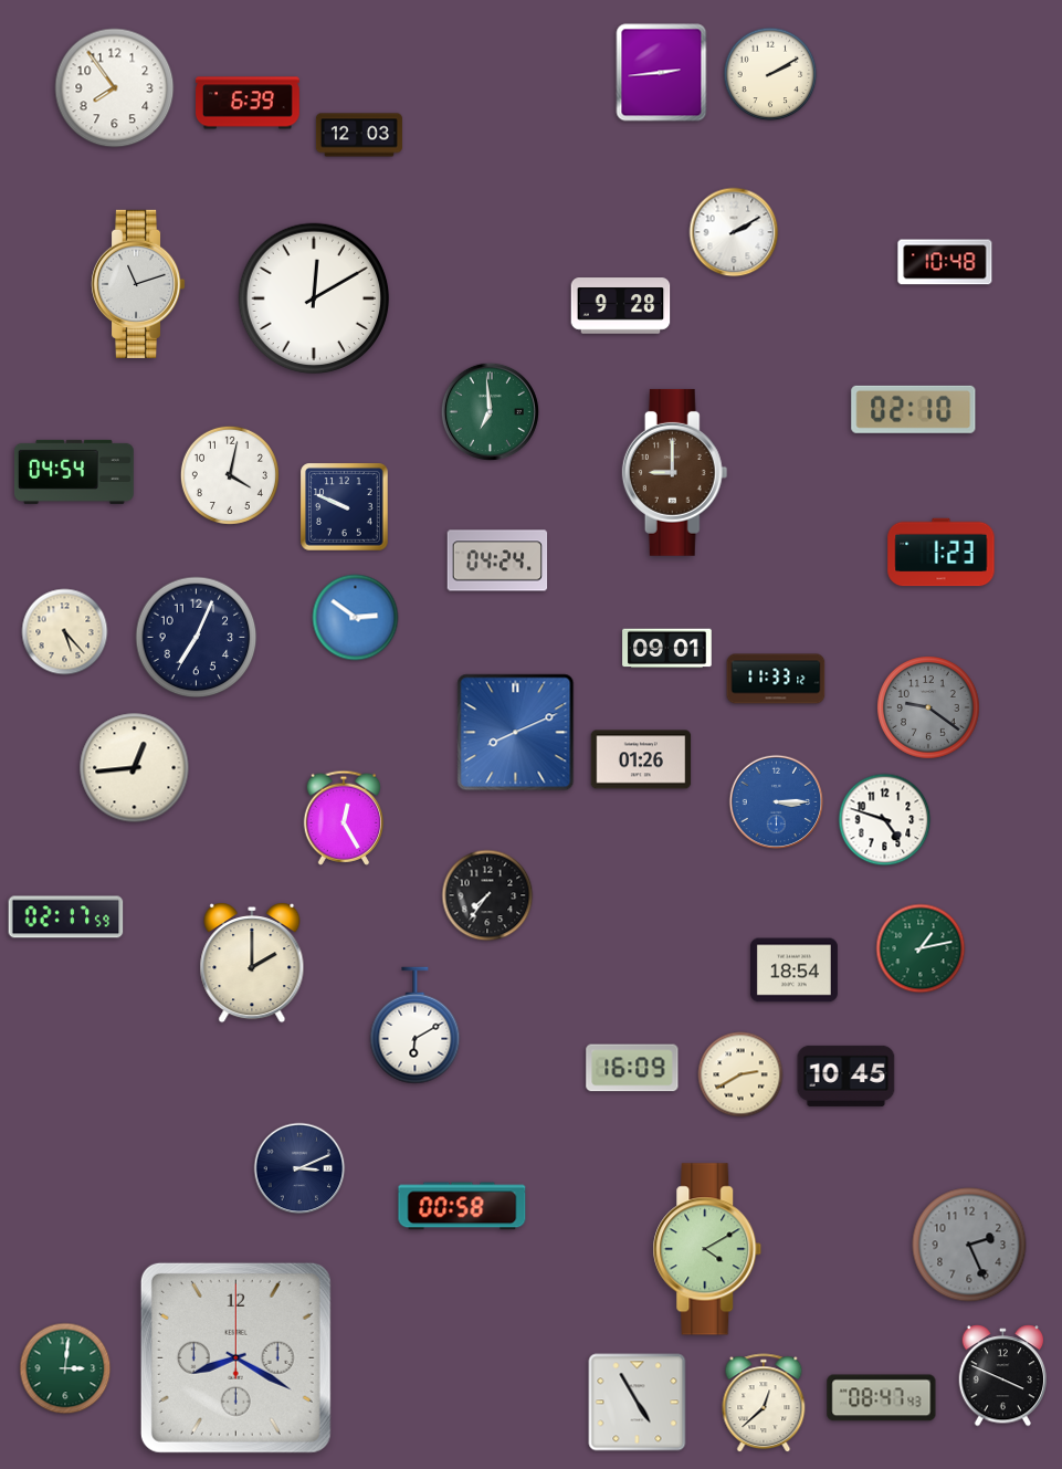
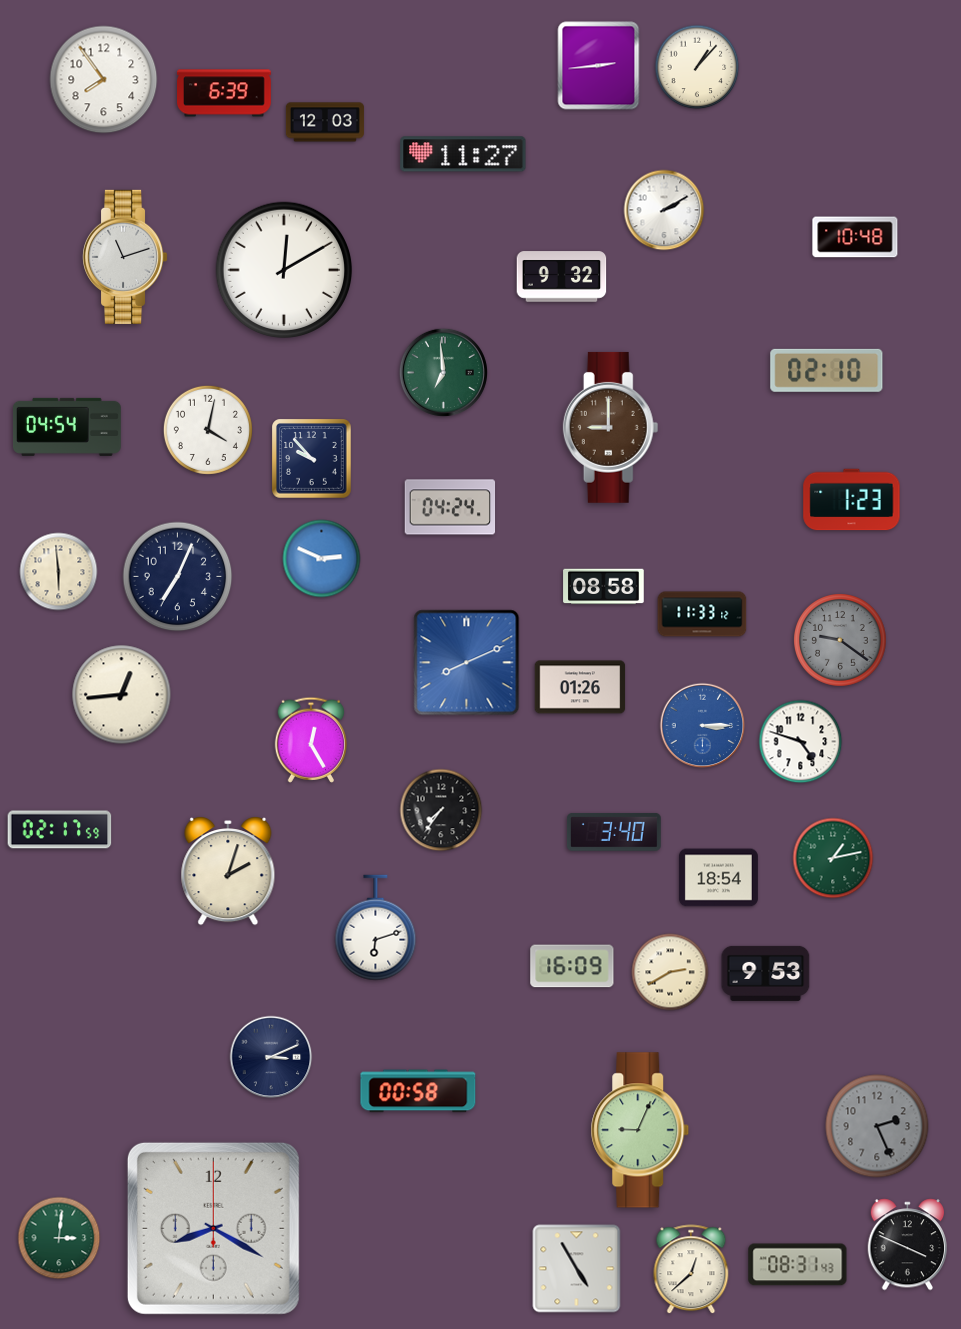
clock at (770, 74): 2:10 -> 1:07
clock at (463, 154): none -> 11:27
clock at (621, 306): 9:28 -> 9:32
clock at (345, 507): 9:49 -> 9:53
clock at (356, 618): 2:51 -> 2:49
clock at (65, 632): 5:23 -> 5:59
clock at (667, 649): 09:01 -> 08:58
clock at (614, 832): none -> 3:40
clock at (252, 964): 2:00 -> 2:03
clock at (416, 1026): 6:10 -> 6:12
clock at (847, 1075): 10:45 -> 9:53
clock at (707, 1249): 4:10 -> 9:04
clock at (882, 1398): 08:47 -> 08:31
